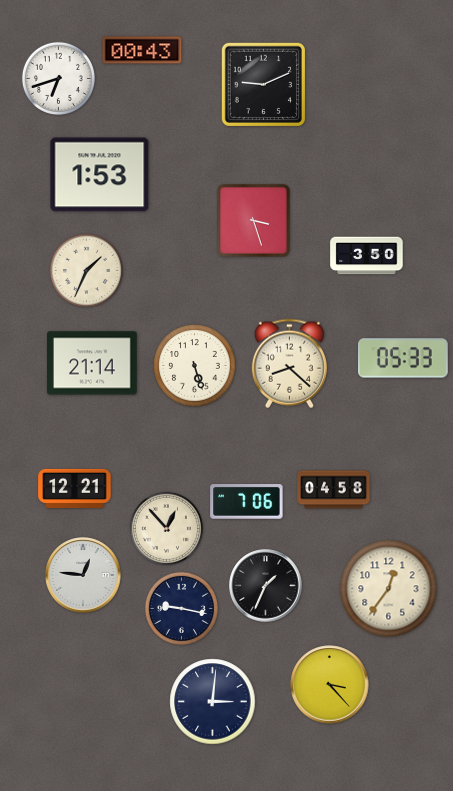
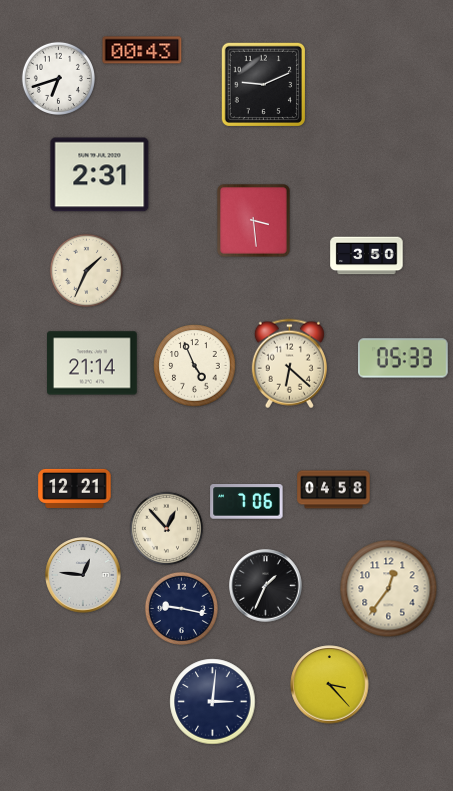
clock at (100, 175): 1:53 -> 2:31
clock at (254, 221): 3:27 -> 3:29
clock at (289, 364): 8:22 -> 6:22
clock at (195, 366): 5:27 -> 4:56
